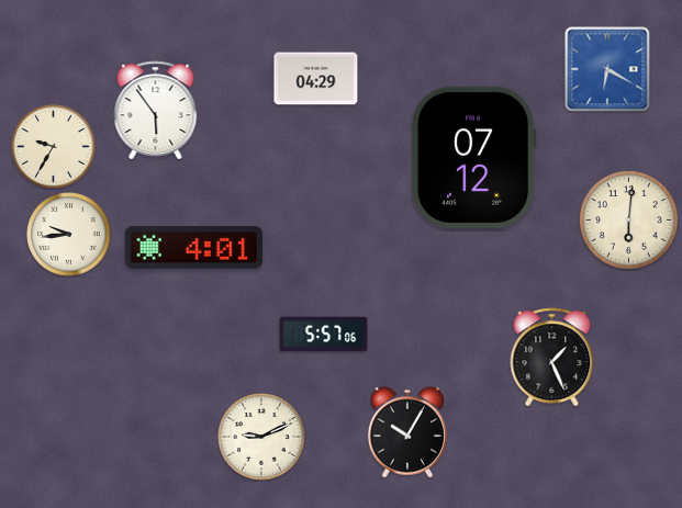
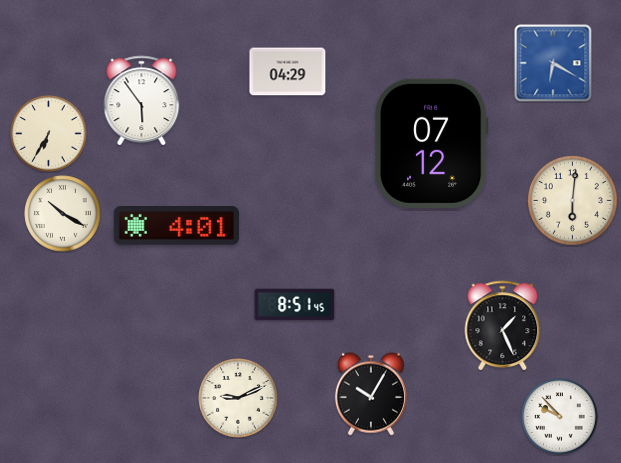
clock at (54, 147): 9:35 -> 6:35
clock at (69, 235): 9:44 -> 10:20
clock at (324, 335): 5:57 -> 8:51
clock at (560, 417): none -> 9:53
